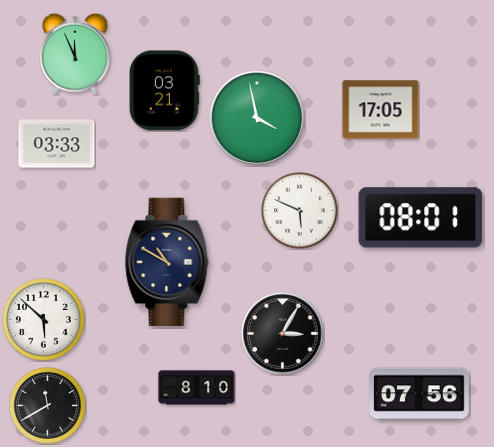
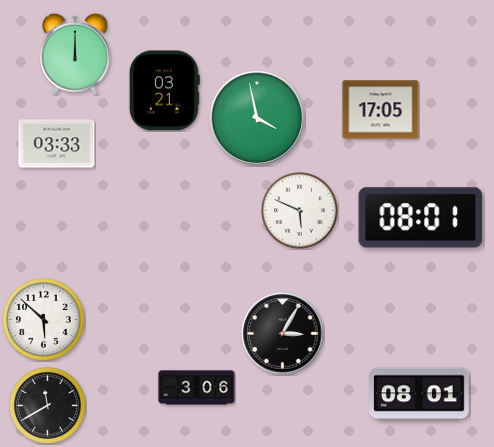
clock at (75, 54): 11:56 -> 12:00
clock at (167, 262): 10:50 -> none
clock at (197, 388): 8:10 -> 3:06
clock at (420, 394): 07:56 -> 08:01
